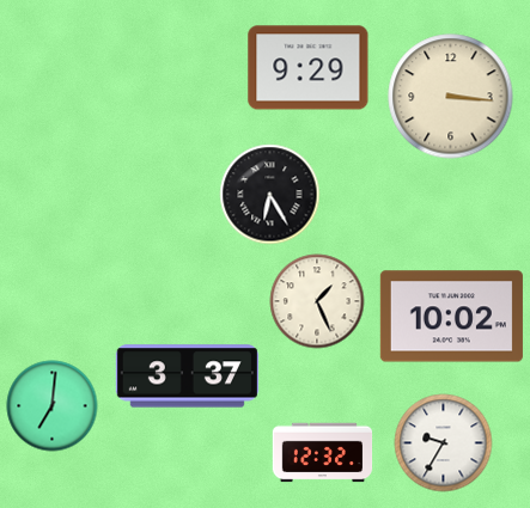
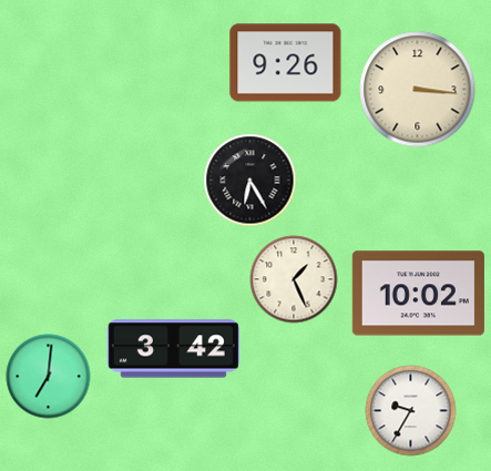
clock at (309, 68): 9:29 -> 9:26
clock at (187, 377): 3:37 -> 3:42
clock at (323, 453): 12:32 -> none
